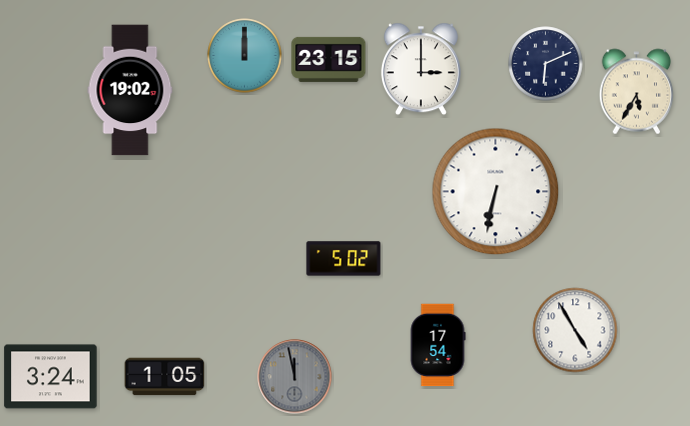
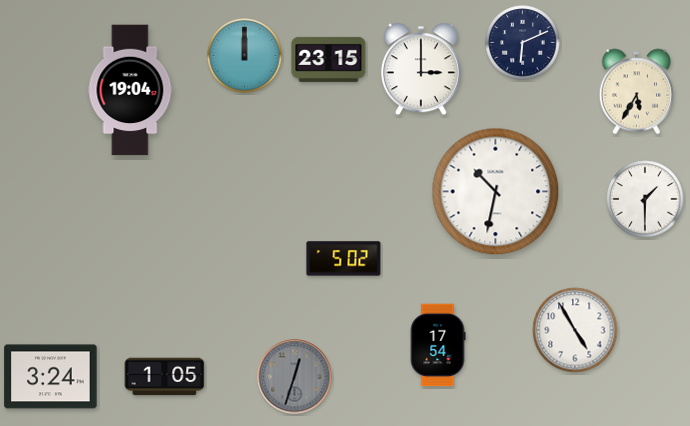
clock at (546, 64) position: (546, 64) -> (523, 43)
clock at (130, 90): 19:02 -> 19:04
clock at (496, 192): 6:32 -> 10:32
clock at (645, 199): none -> 1:30
clock at (295, 377): 11:58 -> 12:33
